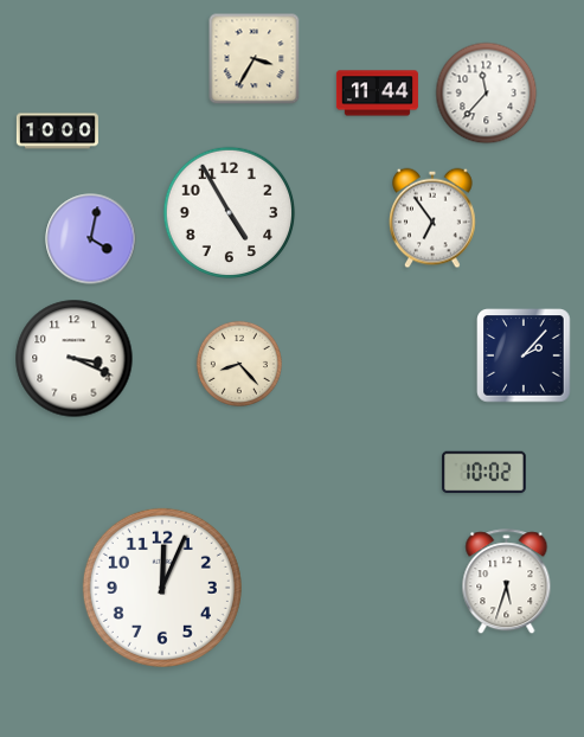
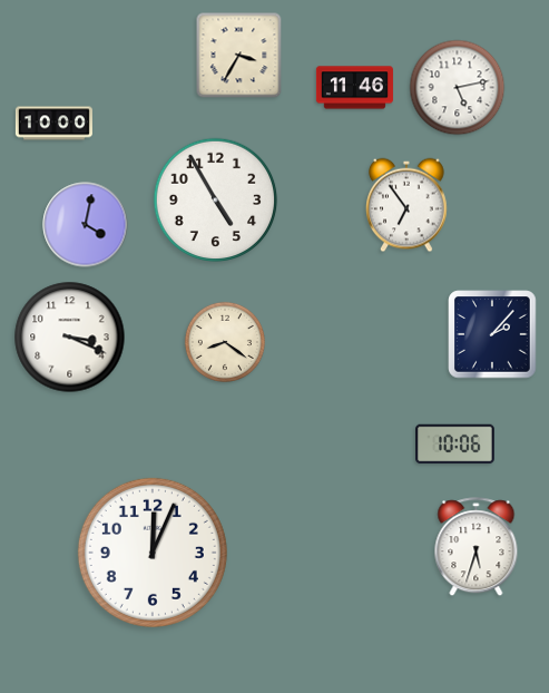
clock at (377, 94): 11:44 -> 11:46
clock at (487, 94): 11:37 -> 5:13
clock at (239, 364): 8:23 -> 8:21
clock at (484, 473): 10:02 -> 10:06
